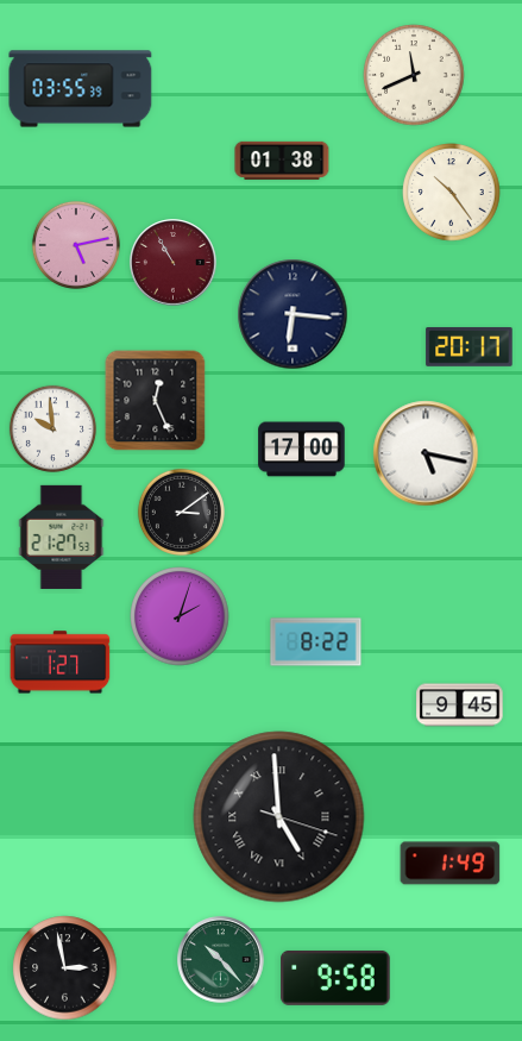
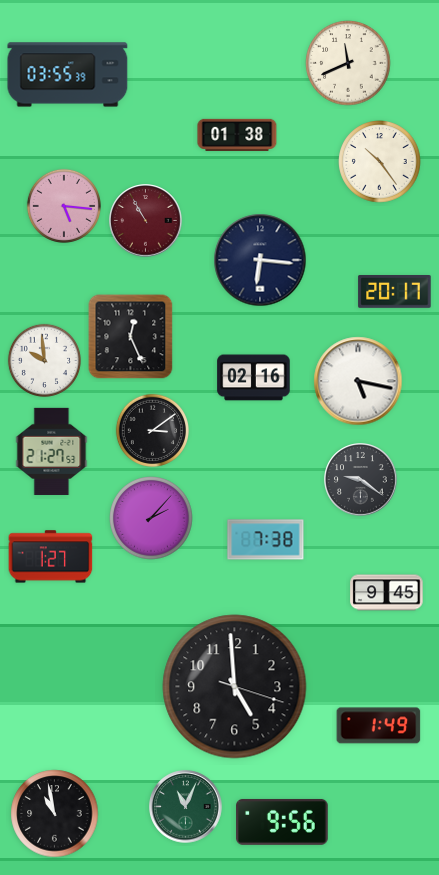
clock at (76, 245): 5:13 -> 5:16
clock at (293, 314) position: (293, 314) -> (260, 260)
clock at (302, 450): 17:00 -> 02:16
clock at (361, 480): none -> 9:21
clock at (180, 616): 2:03 -> 2:07
clock at (316, 642): 8:22 -> 7:38
clock at (279, 817) numerals: Roman -> Arabic
clock at (221, 960): 10:23 -> 11:04
clock at (65, 968): 2:58 -> 10:58
clock at (335, 978): 9:58 -> 9:56
